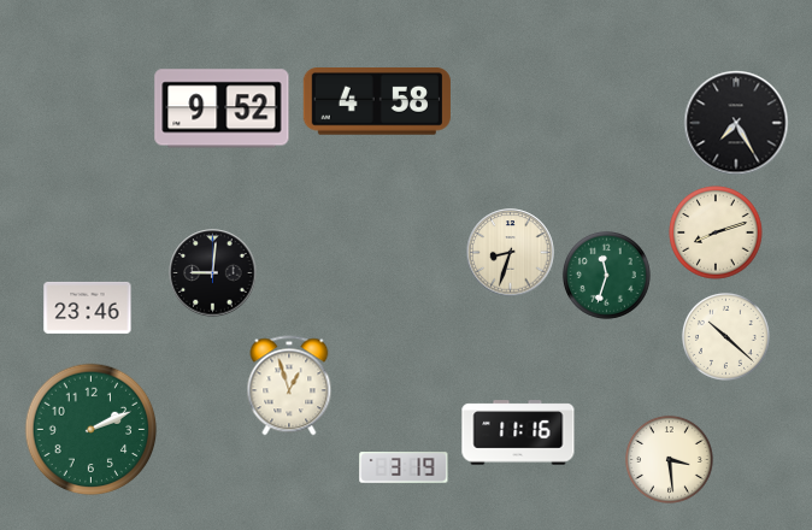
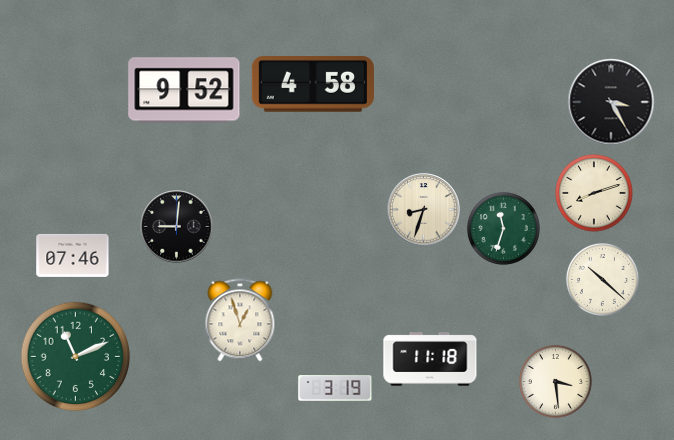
clock at (736, 123): 7:25 -> 3:25
clock at (88, 307): 23:46 -> 07:46
clock at (92, 430): 2:11 -> 11:11
clock at (518, 432): 11:16 -> 11:18
